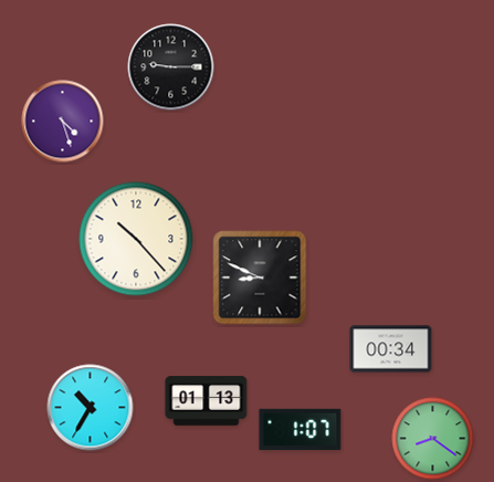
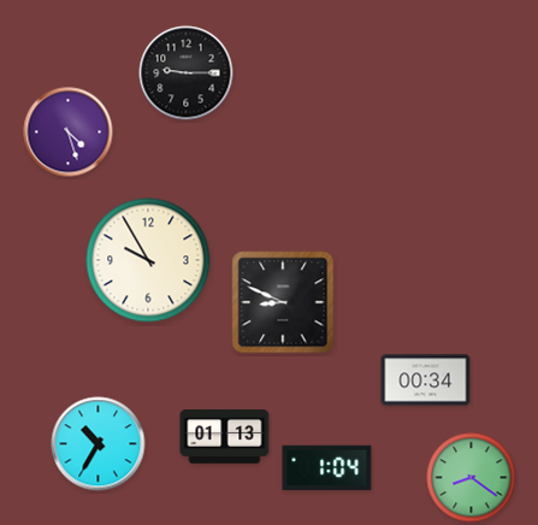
clock at (136, 239): 10:23 -> 9:55
clock at (301, 430): 1:07 -> 1:04
